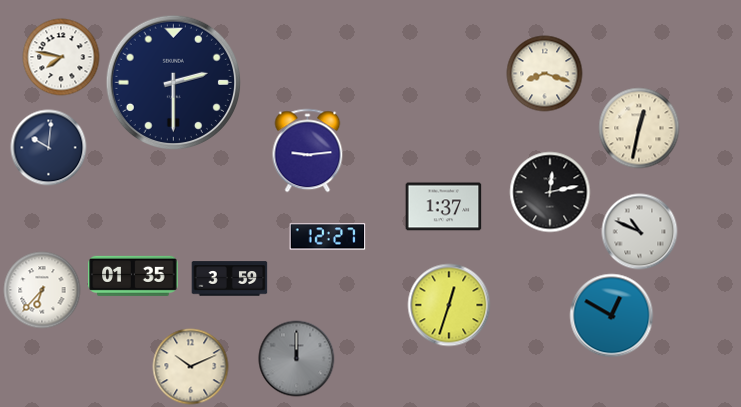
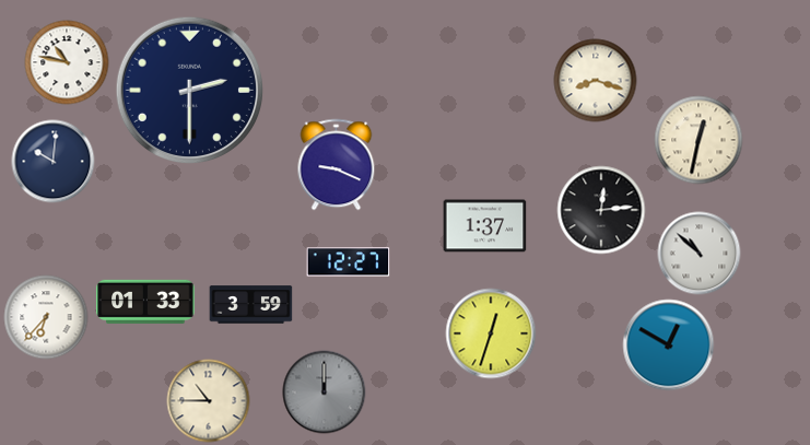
clock at (61, 57): 7:47 -> 10:47
clock at (308, 151): 9:14 -> 9:19
clock at (550, 192): 12:13 -> 12:14
clock at (640, 232): 10:49 -> 10:52
clock at (328, 237) position: (328, 237) -> (349, 262)
clock at (133, 276): 01:35 -> 01:33
clock at (191, 367): 10:11 -> 10:45
